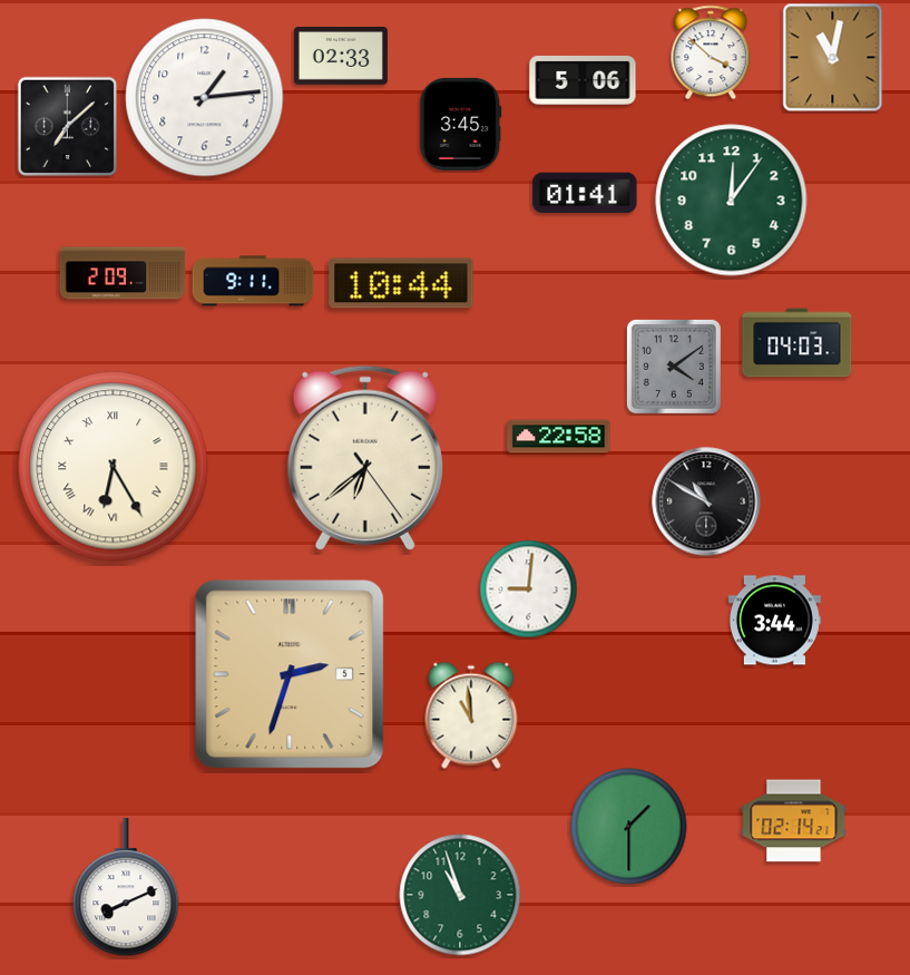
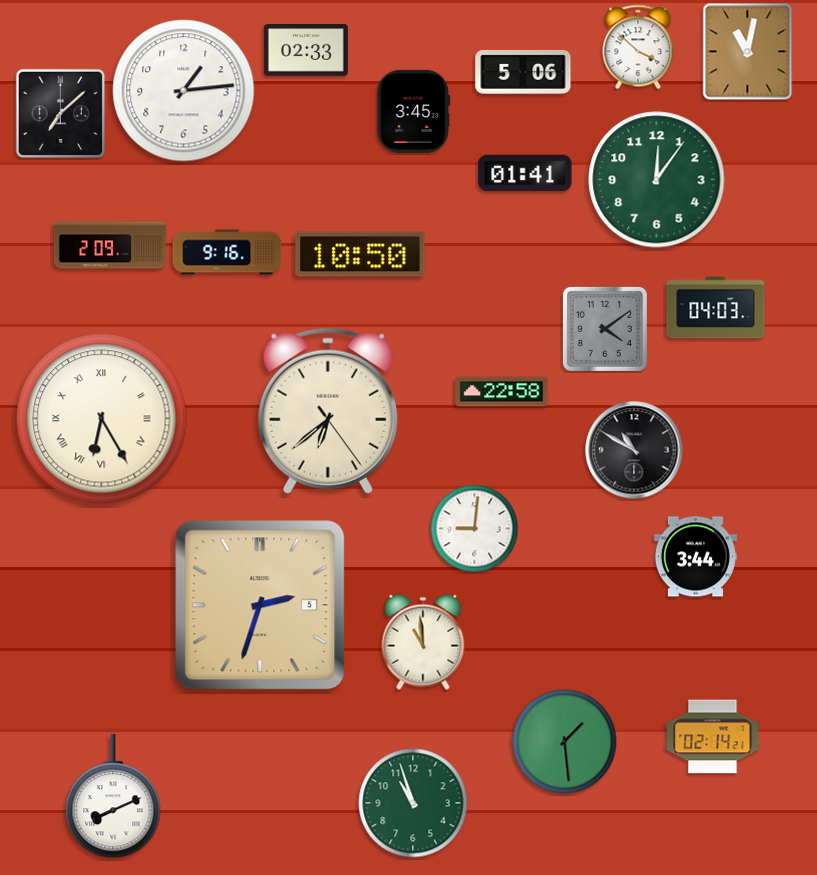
clock at (205, 98) position: (205, 98) -> (184, 91)
clock at (253, 281): 9:11 -> 9:16
clock at (401, 283): 10:44 -> 10:50
clock at (629, 827): 1:30 -> 1:29
